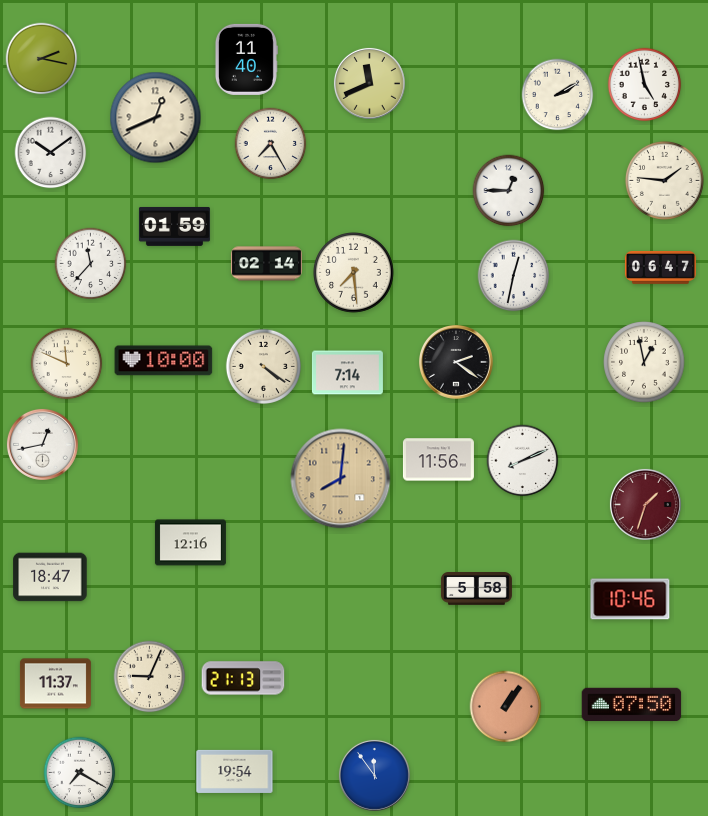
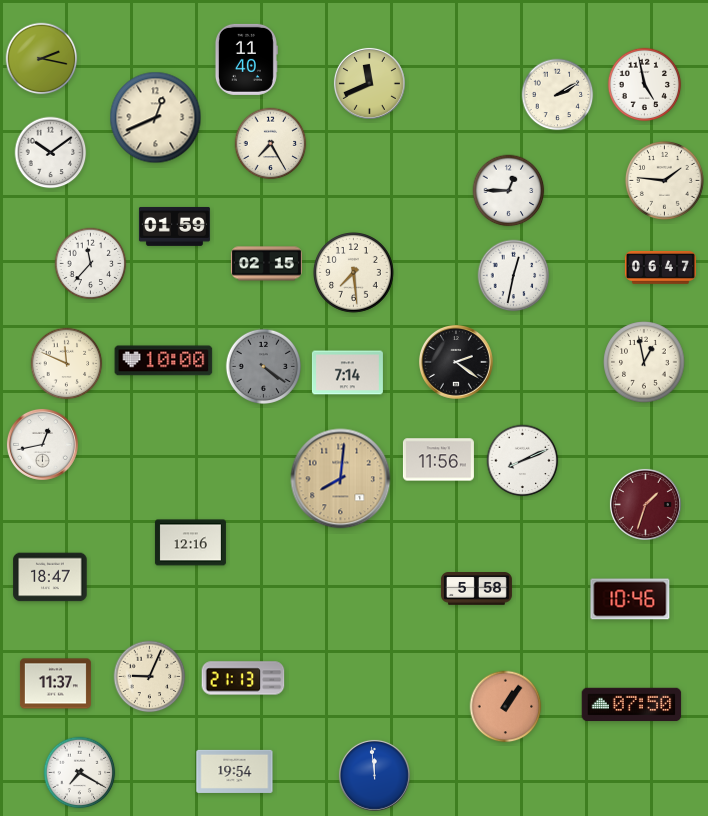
clock at (266, 264): 02:14 -> 02:15
clock at (263, 366) dial: cream -> grey
clock at (374, 775): 11:54 -> 11:59
